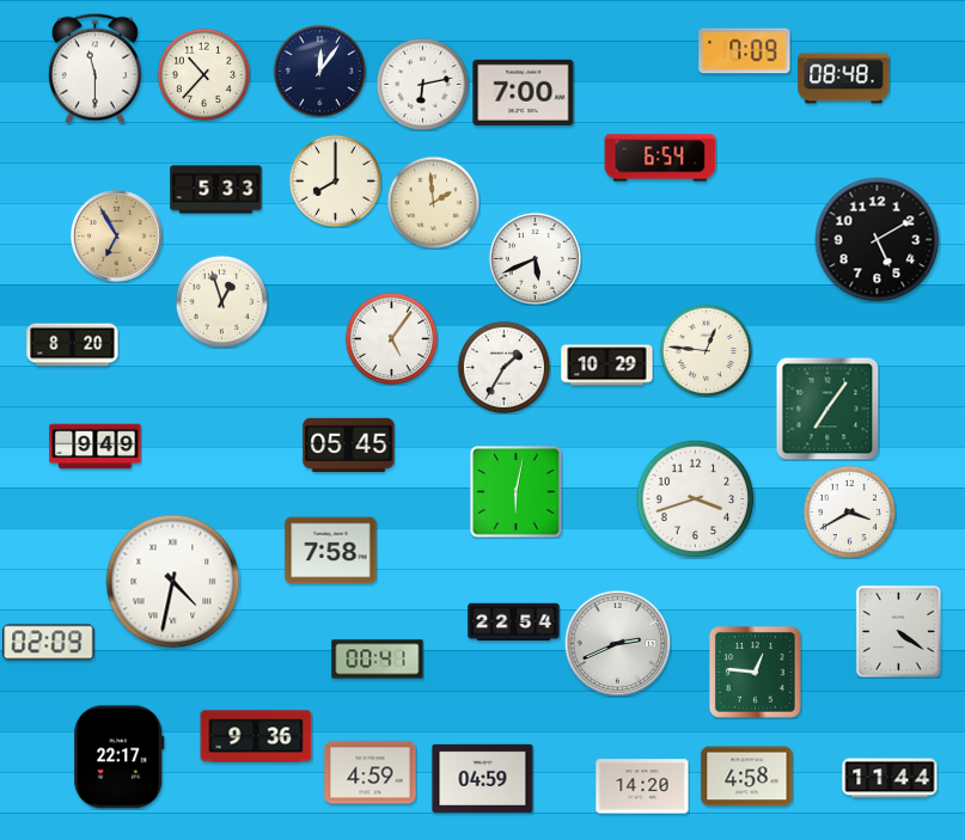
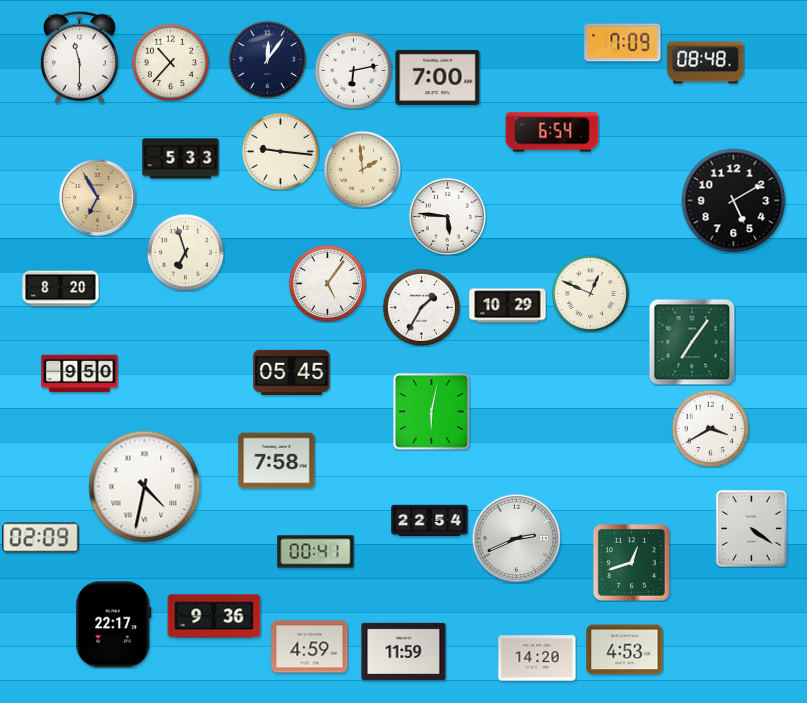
clock at (844, 79) position: (844, 79) -> (706, 63)
clock at (335, 180): 8:00 -> 9:16
clock at (535, 258): 5:41 -> 5:46
clock at (221, 301): 12:57 -> 6:57
clock at (706, 350): 12:46 -> 12:49
clock at (96, 447): 9:49 -> 9:50
clock at (696, 499): 3:42 -> none
clock at (755, 672): 12:46 -> 12:42
clock at (120, 758) position: (120, 758) -> (114, 625)
clock at (747, 777): 4:58 -> 4:53
clock at (483, 778): 04:59 -> 11:59
clock at (890, 778): 11:44 -> none
